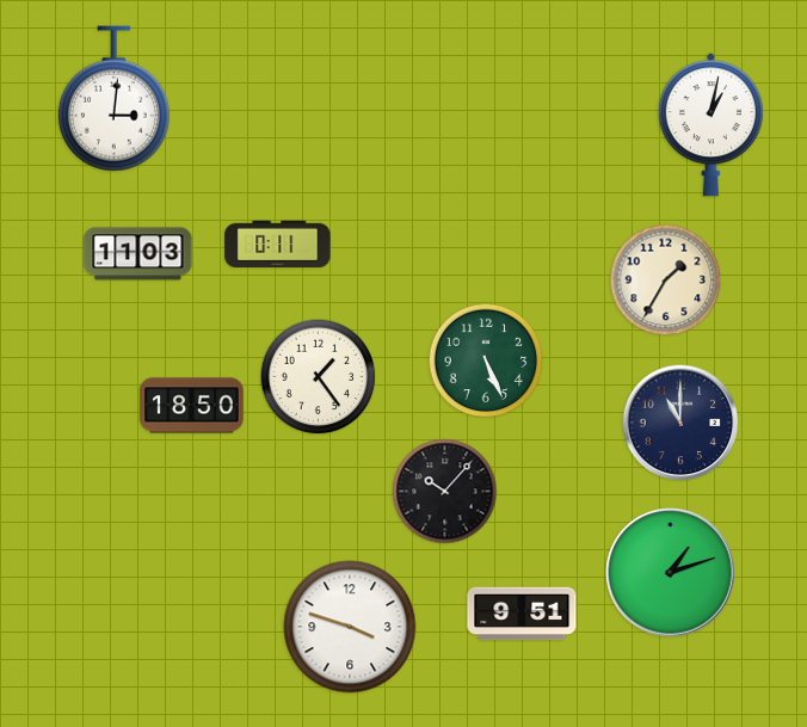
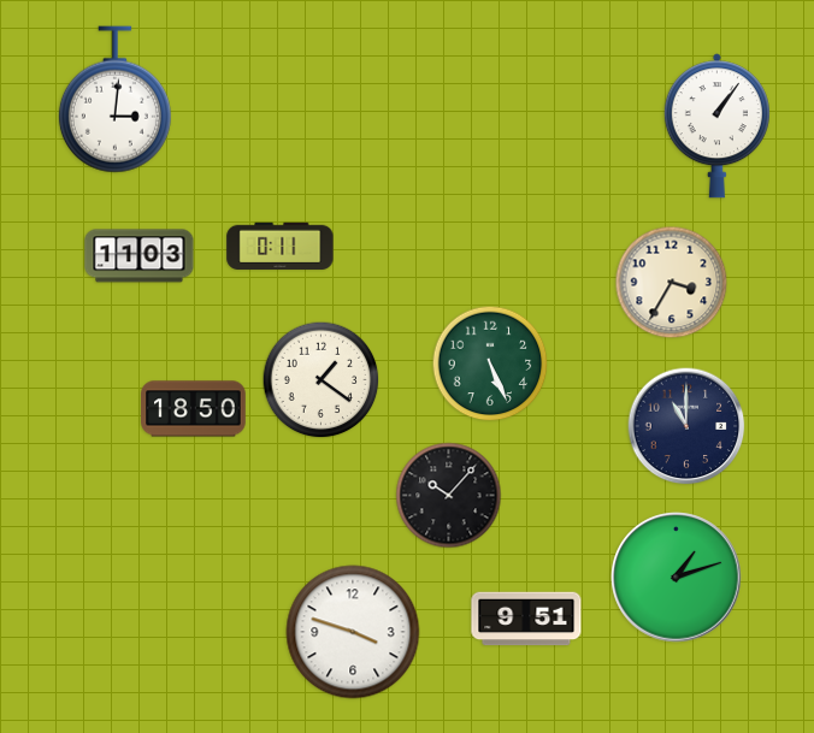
clock at (710, 125): 1:02 -> 1:06
clock at (666, 281): 1:35 -> 3:35
clock at (319, 377): 1:24 -> 1:21
